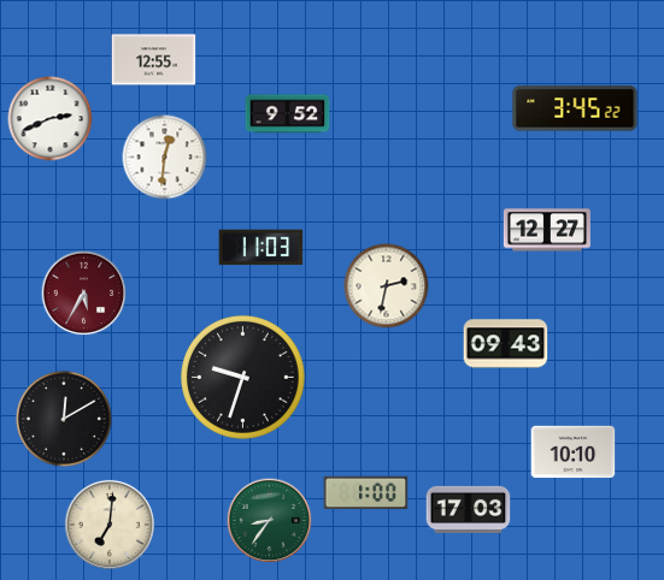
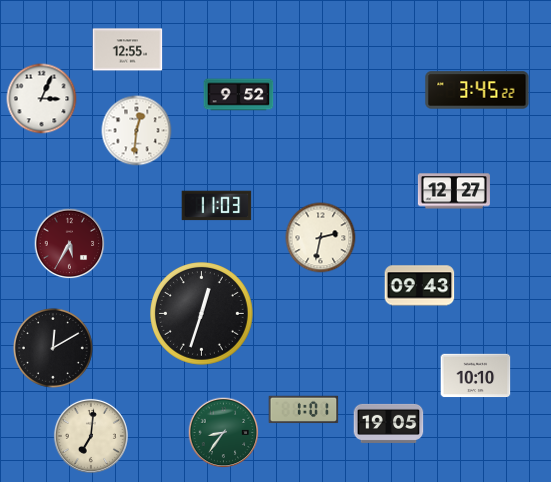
clock at (51, 119): 2:41 -> 3:04
clock at (243, 378): 9:33 -> 12:33
clock at (366, 493): 1:00 -> 1:01
clock at (469, 509): 17:03 -> 19:05
